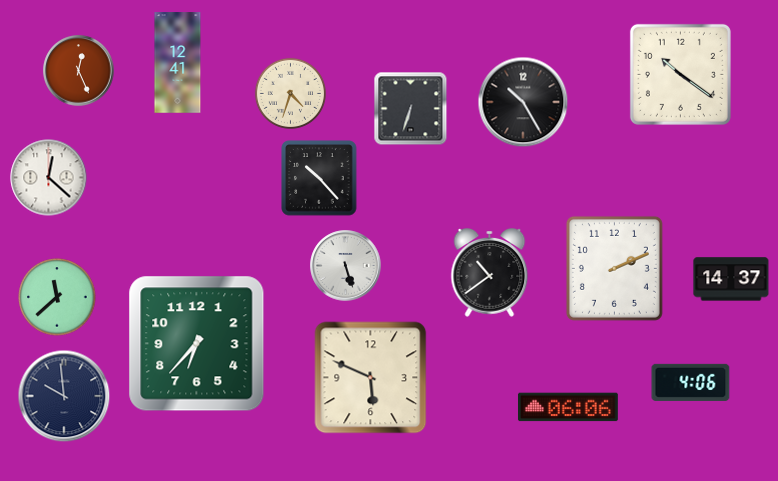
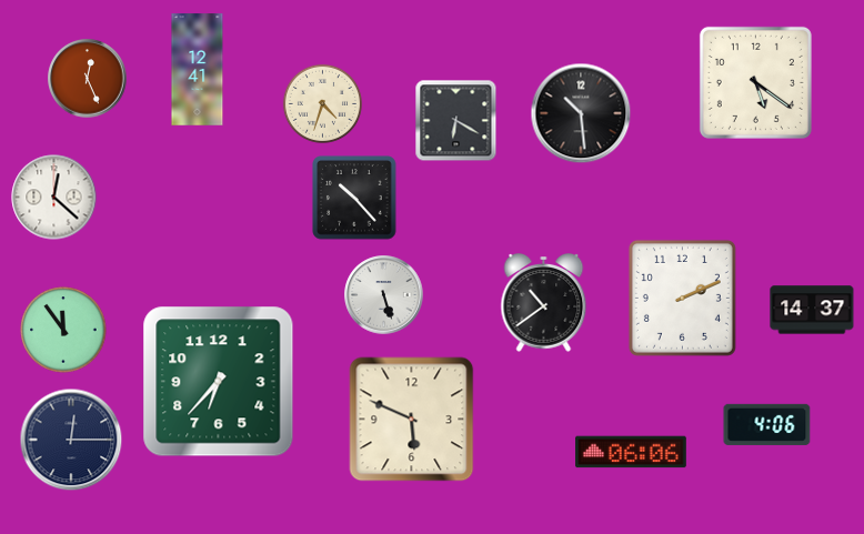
clock at (680, 74): 10:21 -> 5:21
clock at (523, 102): 10:25 -> 10:29
clock at (411, 109): 6:33 -> 6:20
clock at (57, 297): 11:38 -> 11:54
clock at (64, 396): 9:59 -> 12:15
